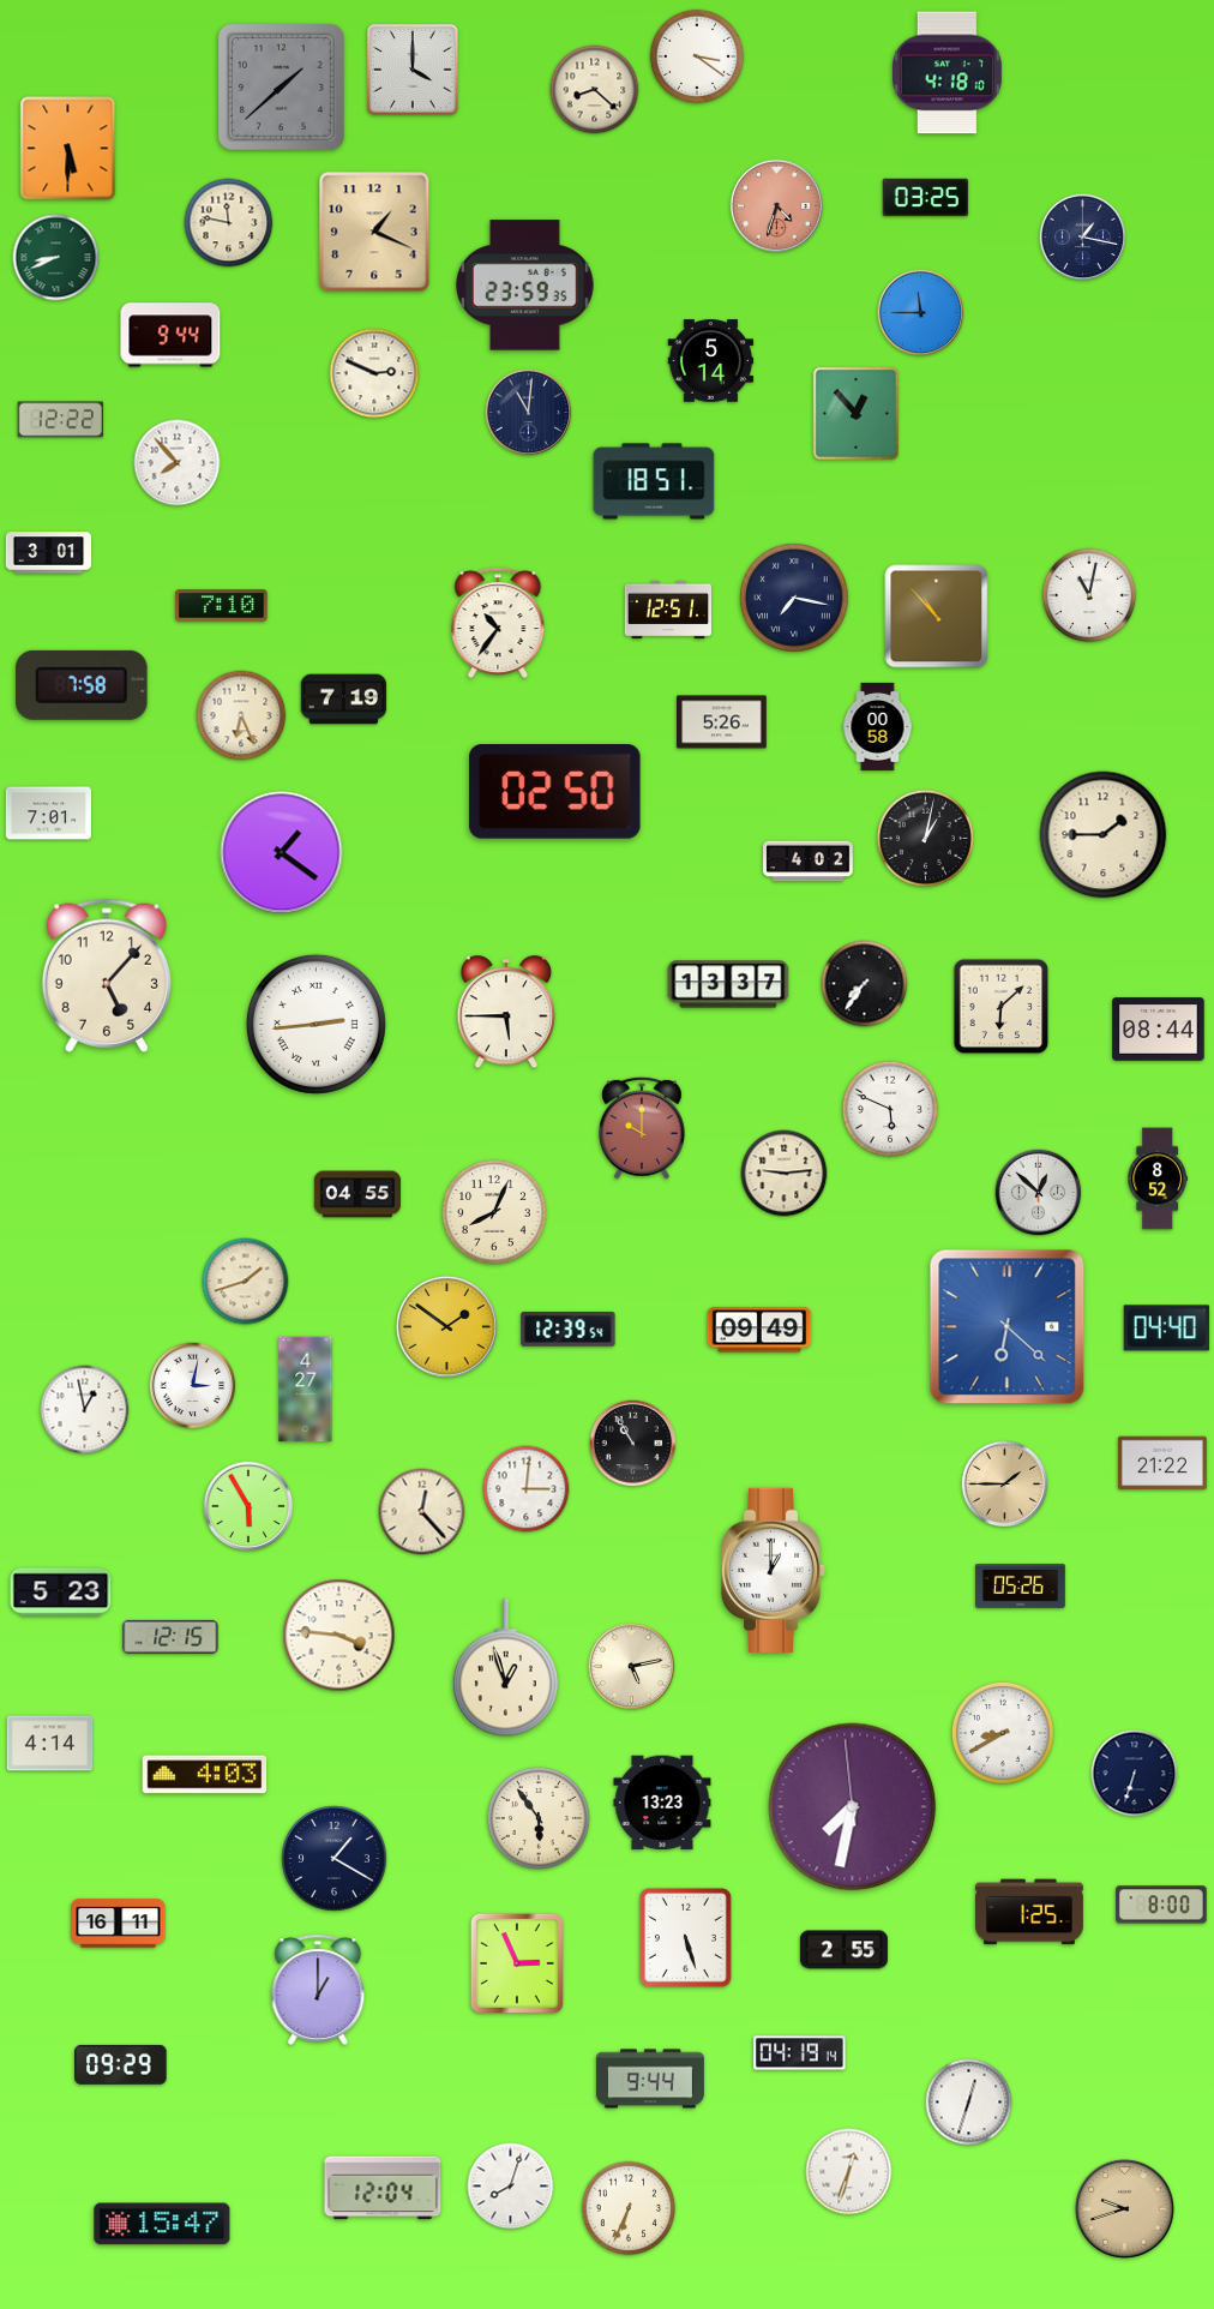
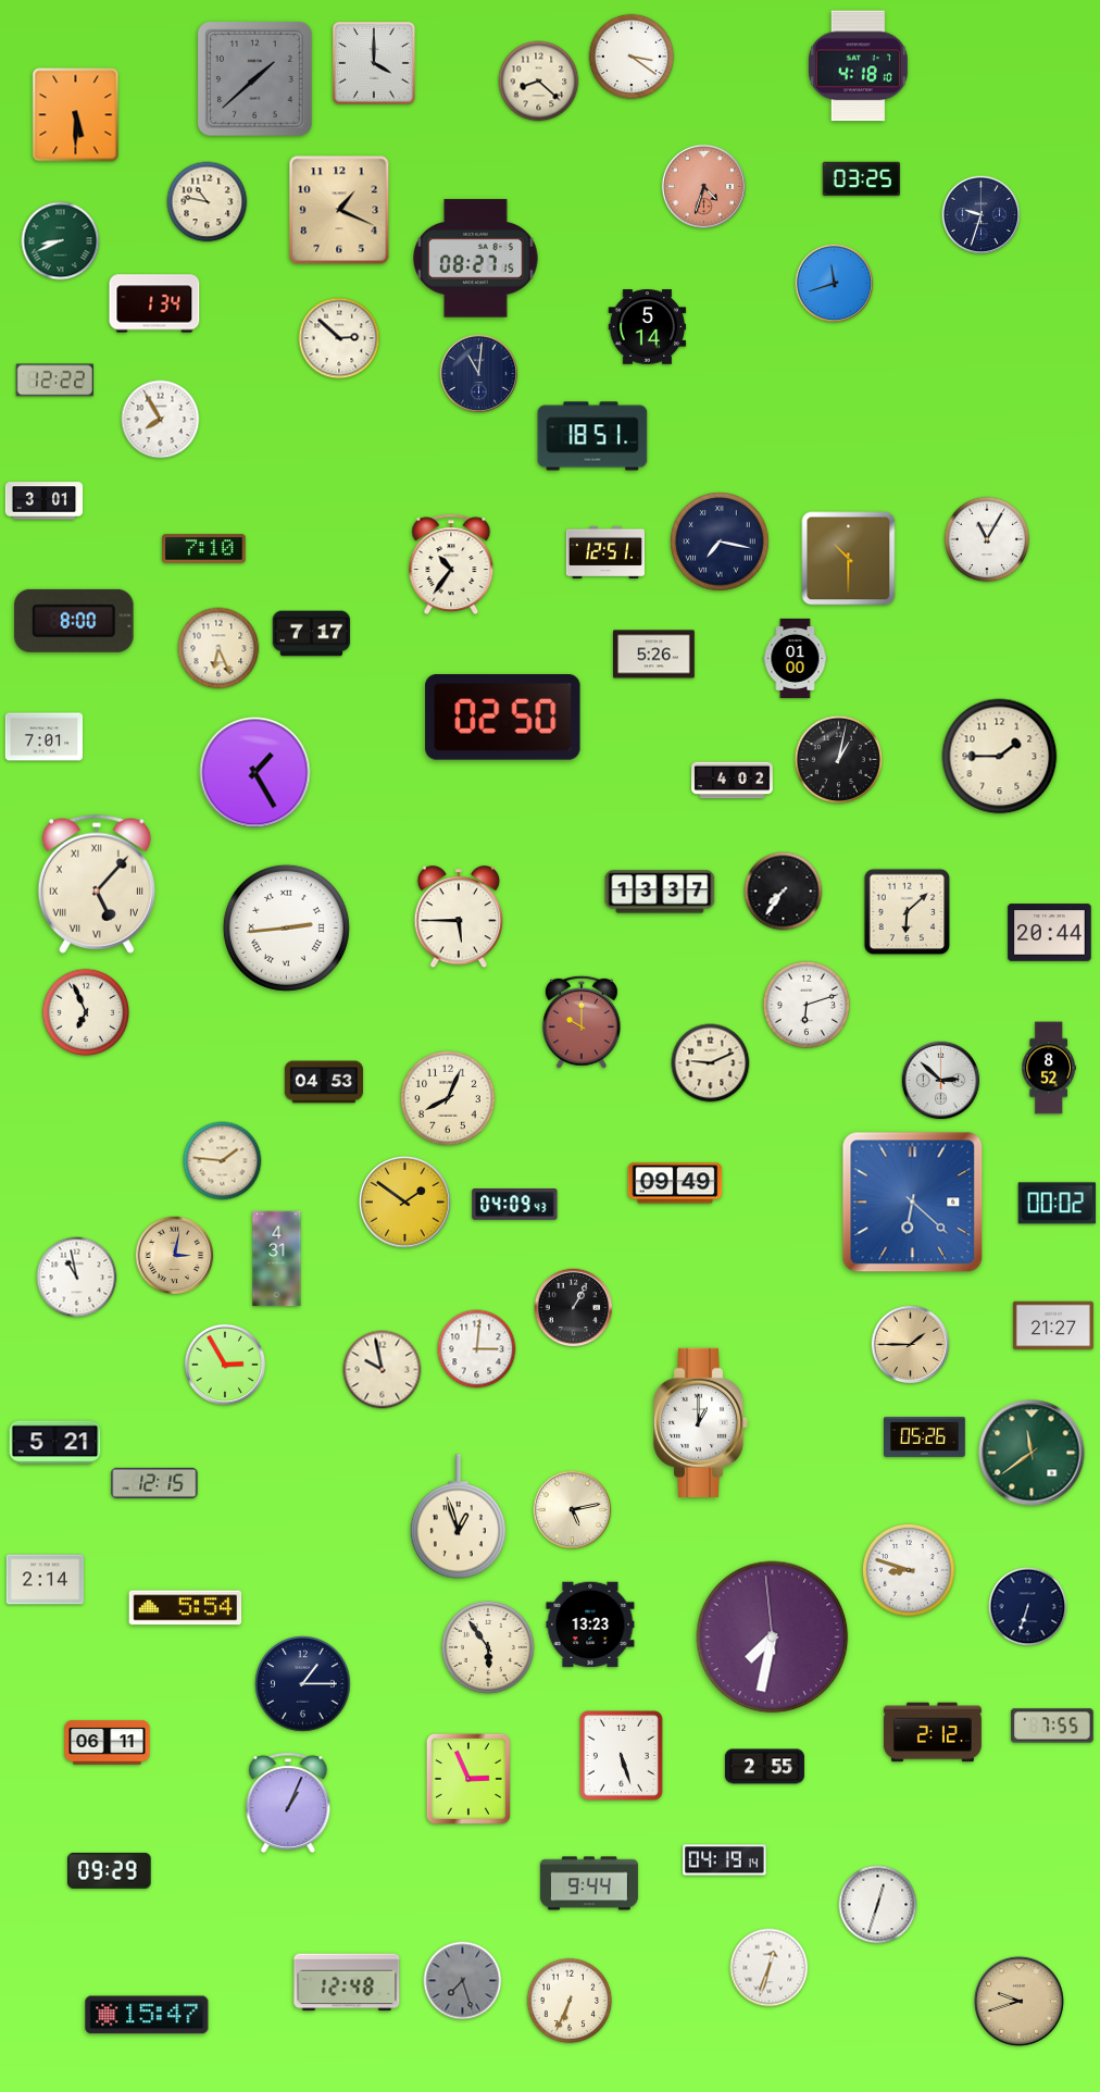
clock at (697, 56) position: (697, 56) -> (632, 57)
clock at (68, 149) position: (68, 149) -> (76, 115)
clock at (926, 198) position: (926, 198) -> (862, 179)
clock at (229, 223): 11:47 -> 10:47
clock at (1083, 238): 1:17 -> 9:33
clock at (56, 258) position: (56, 258) -> (61, 241)
clock at (525, 286): 23:59 -> 08:27
clock at (921, 313): 11:45 -> 11:42
clock at (170, 335): 9:44 -> 1:34
clock at (711, 361) position: (711, 361) -> (648, 327)
clock at (374, 373): 2:49 -> 2:52
clock at (855, 413): 12:53 -> none
clock at (178, 463): 7:53 -> 7:55
clock at (1089, 595): 11:02 -> 11:05
clock at (222, 606) position: (222, 606) -> (204, 549)
clock at (937, 617): 10:53 -> 10:30
clock at (82, 685): 7:58 -> 8:00
clock at (344, 700): 7:19 -> 7:17
clock at (878, 726): 00:58 -> 01:00
clock at (282, 853): 1:21 -> 1:25
clock at (107, 976) numerals: Arabic -> Roman
clock at (1159, 1030): 08:44 -> 20:44
clock at (889, 1108): 5:49 -> 6:12
clock at (85, 1011): none -> 6:56
clock at (785, 1174): 9:14 -> 9:11
clock at (1039, 1193): 12:52 -> 2:52
clock at (356, 1194): 04:55 -> 04:53
clock at (246, 1282): 1:42 -> 1:46
clock at (1166, 1329): 04:40 -> 00:02
clock at (569, 1330): 12:39 -> 04:09
clock at (759, 1330) position: (759, 1330) -> (675, 1183)
clock at (193, 1386) dial: white -> champagne
clock at (306, 1390): 4:27 -> 4:31
clock at (85, 1410): 12:58 -> 10:58
clock at (633, 1444): 10:55 -> 1:05
clock at (1162, 1463): 21:22 -> 21:27
clock at (247, 1505): 5:55 -> 2:55
clock at (422, 1512): 12:23 -> 9:58
clock at (61, 1593): 5:23 -> 5:21
clock at (1032, 1453): none -> 11:39
clock at (339, 1636): 3:46 -> none
clock at (505, 1668) position: (505, 1668) -> (458, 1517)
clock at (1003, 1733): 8:40 -> 8:48
clock at (50, 1744): 4:14 -> 2:14
clock at (205, 1775): 4:03 -> 5:54
clock at (662, 1803) position: (662, 1803) -> (590, 1624)
clock at (335, 1859): 1:20 -> 1:15
clock at (1161, 1905): 8:00 -> 7:55
clock at (1029, 1912): 1:25 -> 2:12
clock at (119, 1924): 16:11 -> 06:11
clock at (318, 1990): 1:00 -> 1:04
clock at (511, 2187): 8:03 -> 7:27
clock at (511, 2187) dial: white -> grey
clock at (383, 2188): 12:04 -> 12:48
